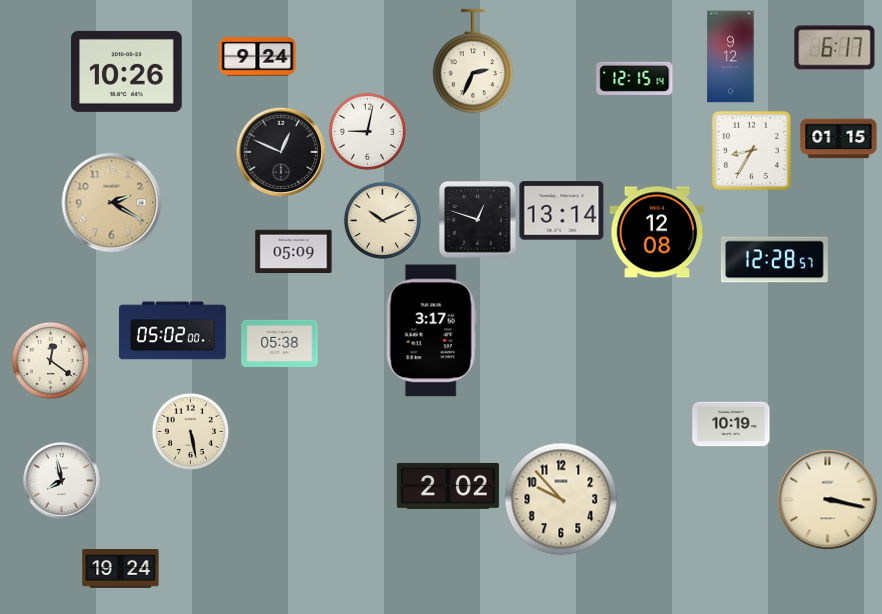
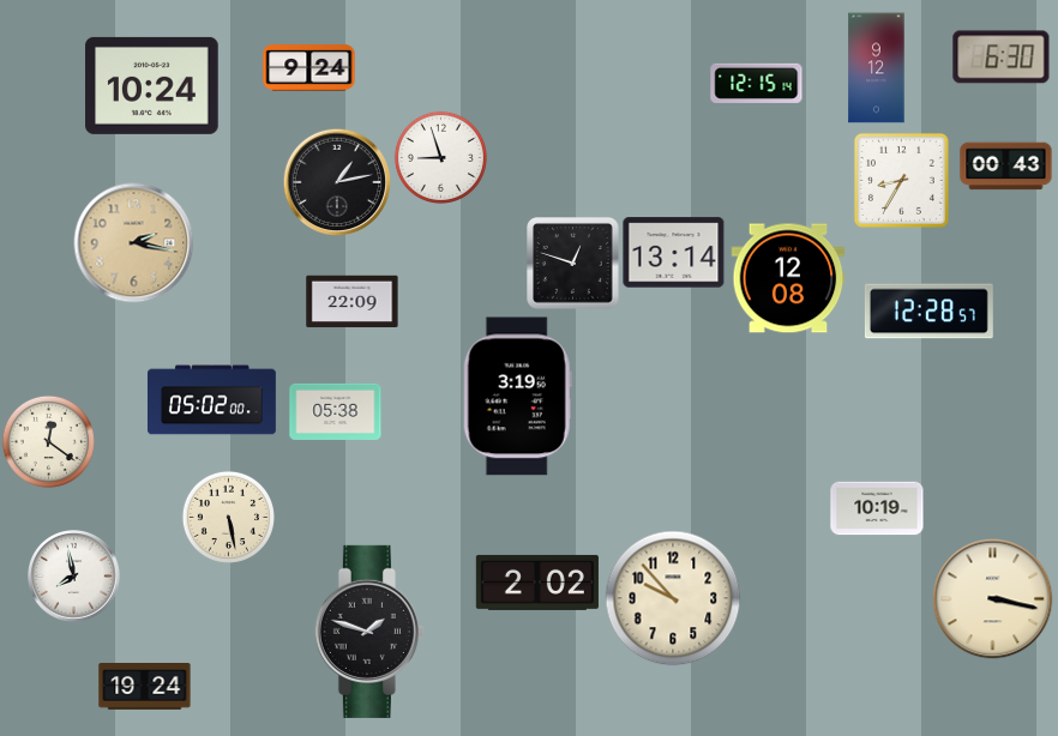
clock at (835, 48): 6:17 -> 6:30
clock at (473, 61): 2:34 -> none
clock at (127, 71): 10:26 -> 10:24
clock at (635, 78) position: (635, 78) -> (757, 83)
clock at (367, 131): 9:02 -> 8:57
clock at (839, 139): 01:15 -> 00:43
clock at (281, 152): 12:49 -> 1:13
clock at (112, 203): 2:20 -> 2:17
clock at (382, 220): 10:11 -> none
clock at (294, 252): 05:09 -> 22:09
clock at (172, 331) position: (172, 331) -> (211, 400)
clock at (431, 331): 3:17 -> 3:19
clock at (50, 360) position: (50, 360) -> (48, 441)
clock at (369, 632): none -> 1:48
clock at (121, 569) position: (121, 569) -> (145, 687)
